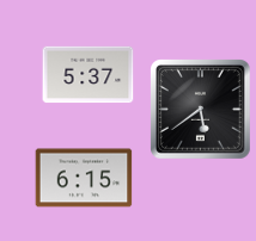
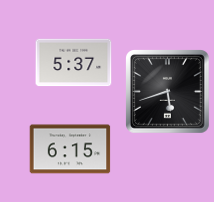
clock at (201, 110): 5:39 -> 5:42
